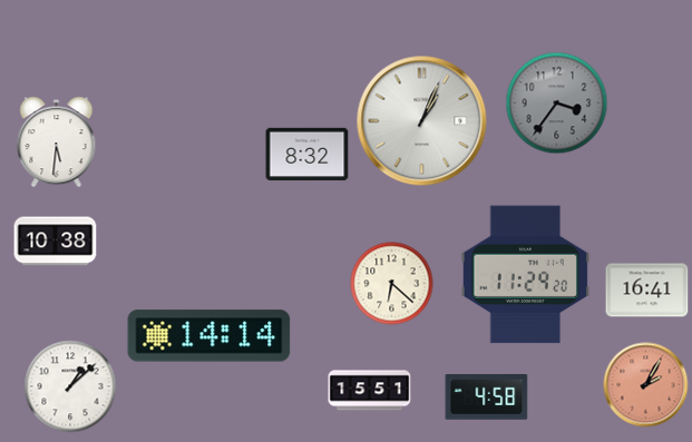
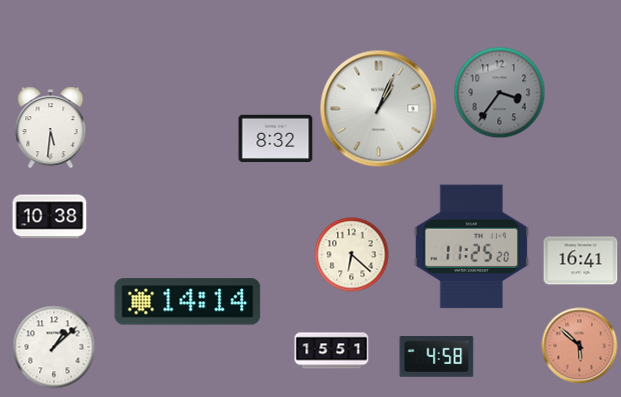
clock at (526, 275): 11:29 -> 11:25
clock at (646, 385): 2:05 -> 5:52
clock at (70, 386) position: (70, 386) -> (54, 347)
